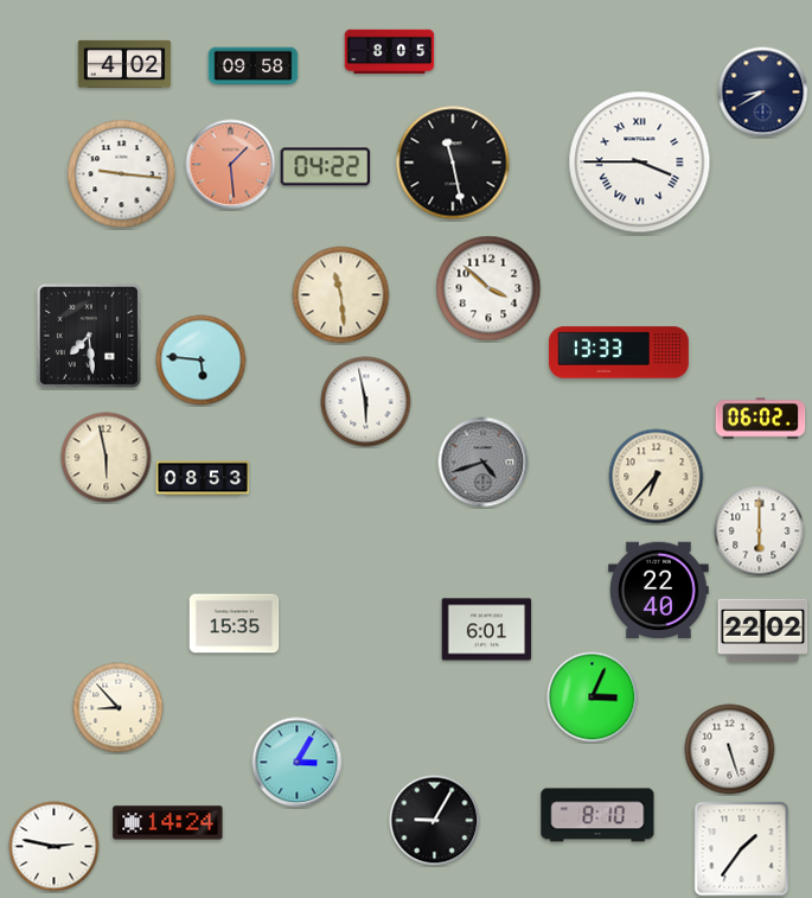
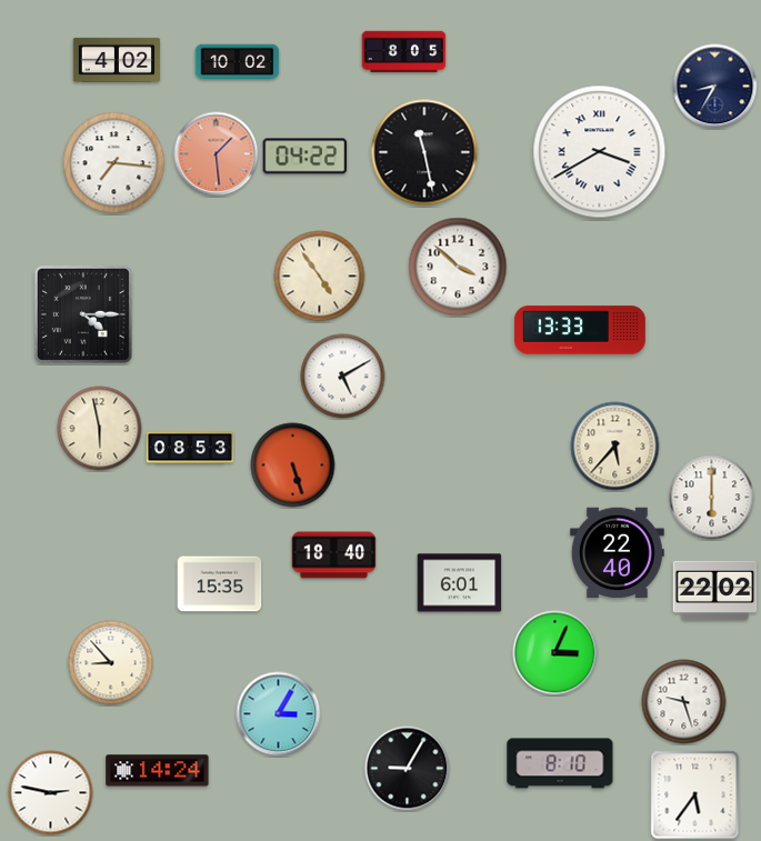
clock at (390, 52) position: (390, 52) -> (404, 52)
clock at (254, 66): 09:58 -> 10:02
clock at (763, 93): 8:40 -> 8:35
clock at (640, 163): 3:45 -> 3:40
clock at (122, 174): 9:16 -> 7:16
clock at (488, 288) position: (488, 288) -> (458, 267)
clock at (341, 295): 11:29 -> 4:54
clock at (89, 336): 7:29 -> 4:15
clock at (202, 361): 5:46 -> none
clock at (366, 402): 5:58 -> 5:10
clock at (761, 419): 06:02 -> none
clock at (484, 463): 4:42 -> none
clock at (657, 477): 6:37 -> 5:37
clock at (293, 465): none -> 5:27
clock at (334, 555): none -> 18:40
clock at (487, 630) position: (487, 630) -> (460, 583)
clock at (730, 750): 5:27 -> 9:27
clock at (742, 849): 1:36 -> 5:36
